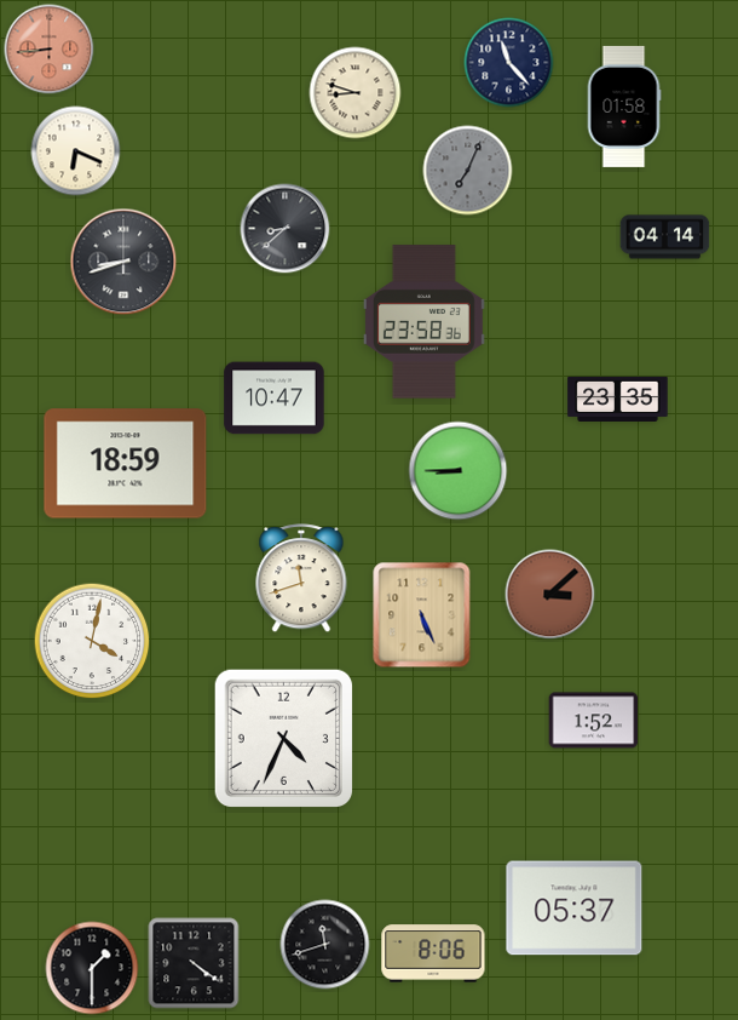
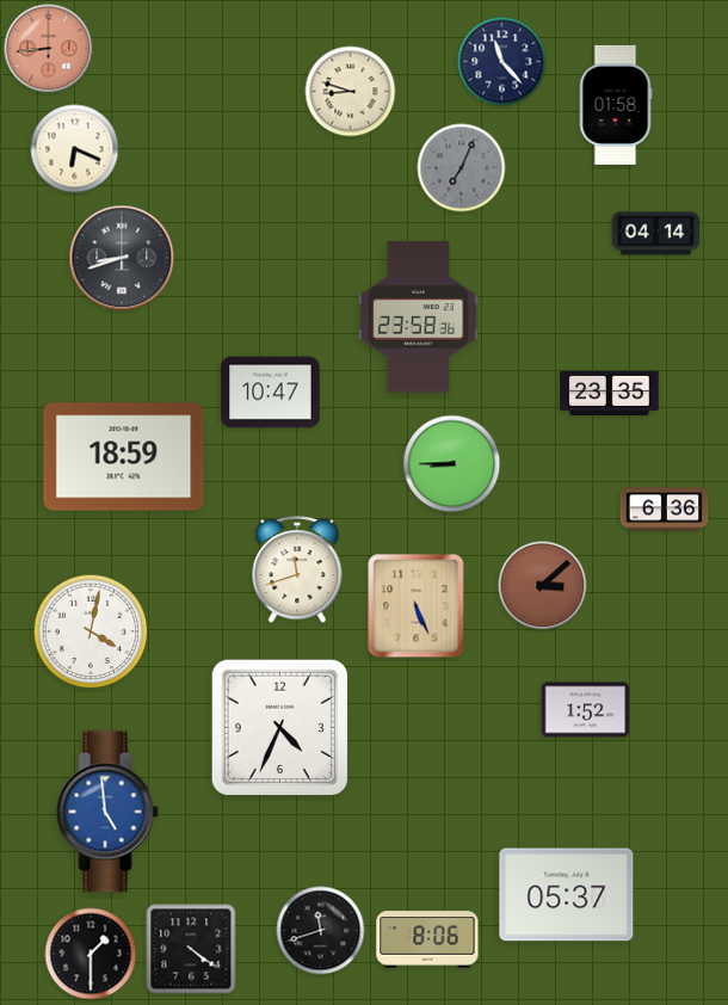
clock at (286, 229): 8:38 -> none
clock at (665, 510): none -> 6:36
clock at (107, 812): none -> 4:59
